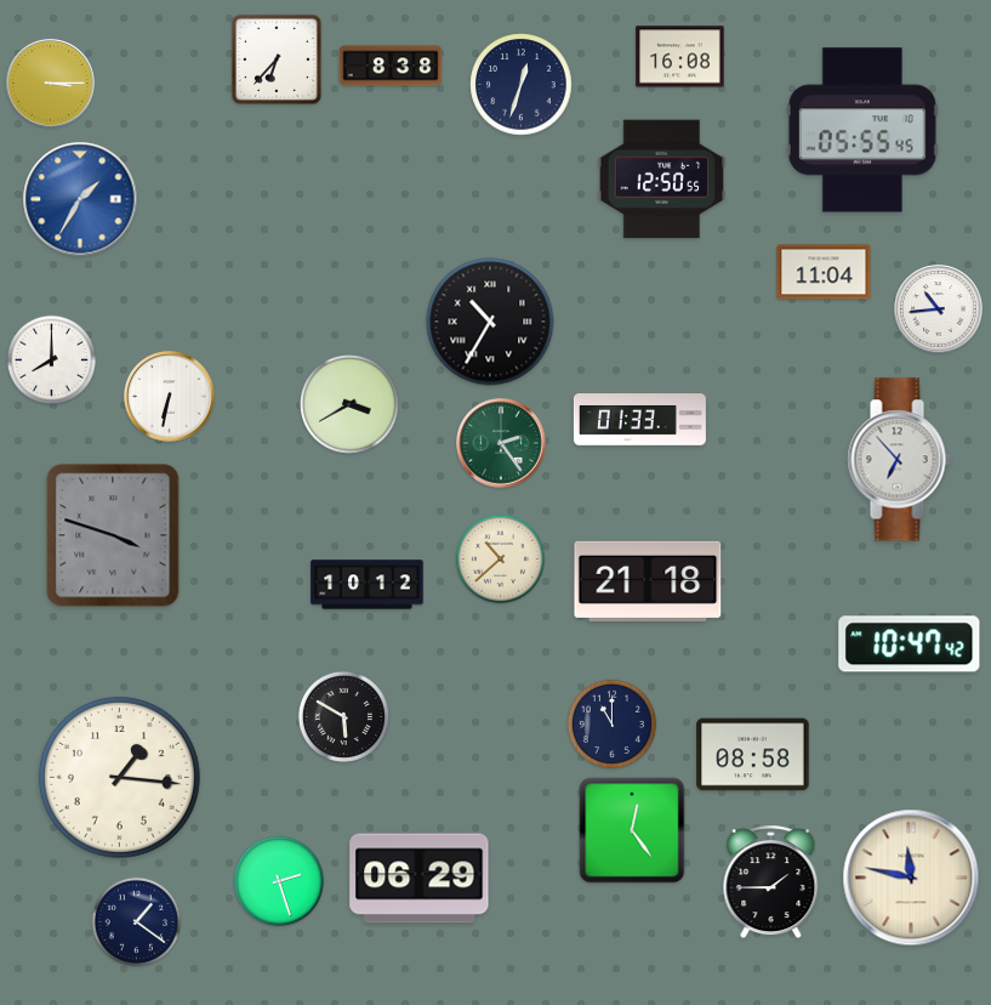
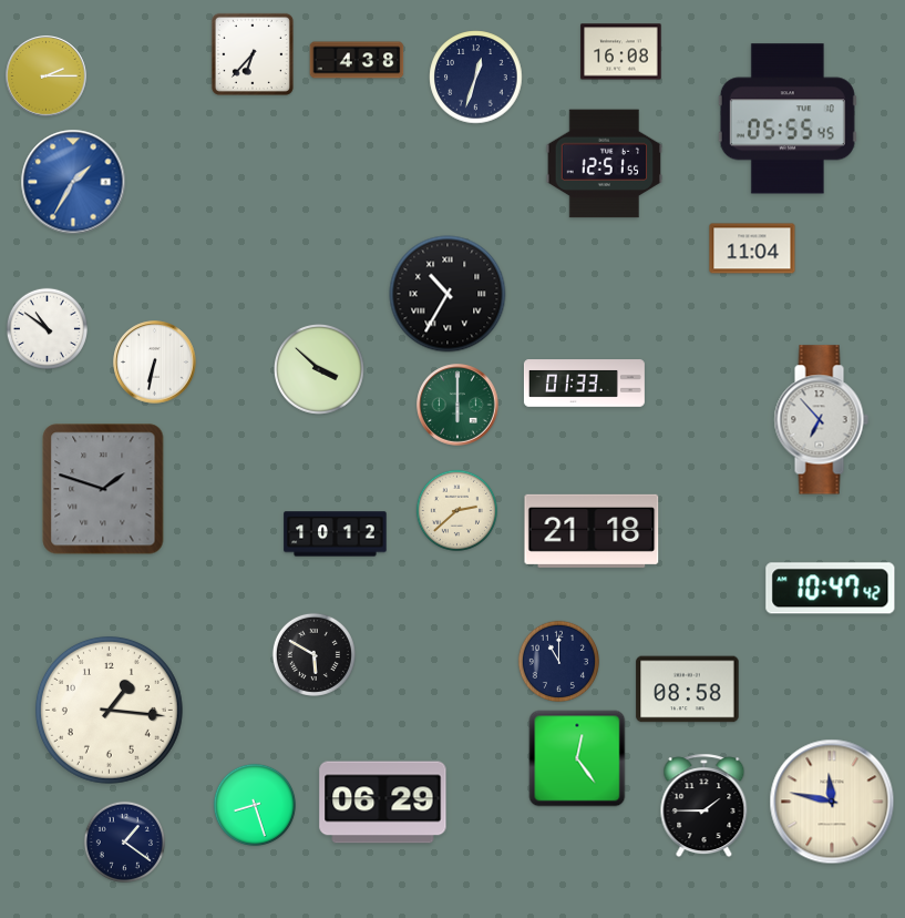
clock at (391, 66): 8:38 -> 4:38
clock at (51, 84): 3:15 -> 2:15
clock at (662, 180): 12:50 -> 12:51
clock at (939, 310): 10:44 -> none
clock at (51, 359): 8:00 -> 10:51
clock at (351, 405): 3:40 -> 3:52
clock at (501, 443): 2:24 -> 6:00
clock at (113, 535): 3:48 -> 1:48
clock at (500, 558): 10:38 -> 2:38
clock at (279, 881): 2:27 -> 8:27
